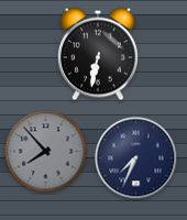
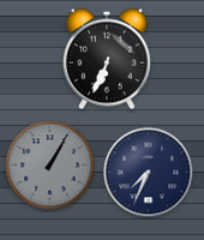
clock at (98, 54): 6:32 -> 6:34
clock at (46, 152): 7:53 -> 1:05
